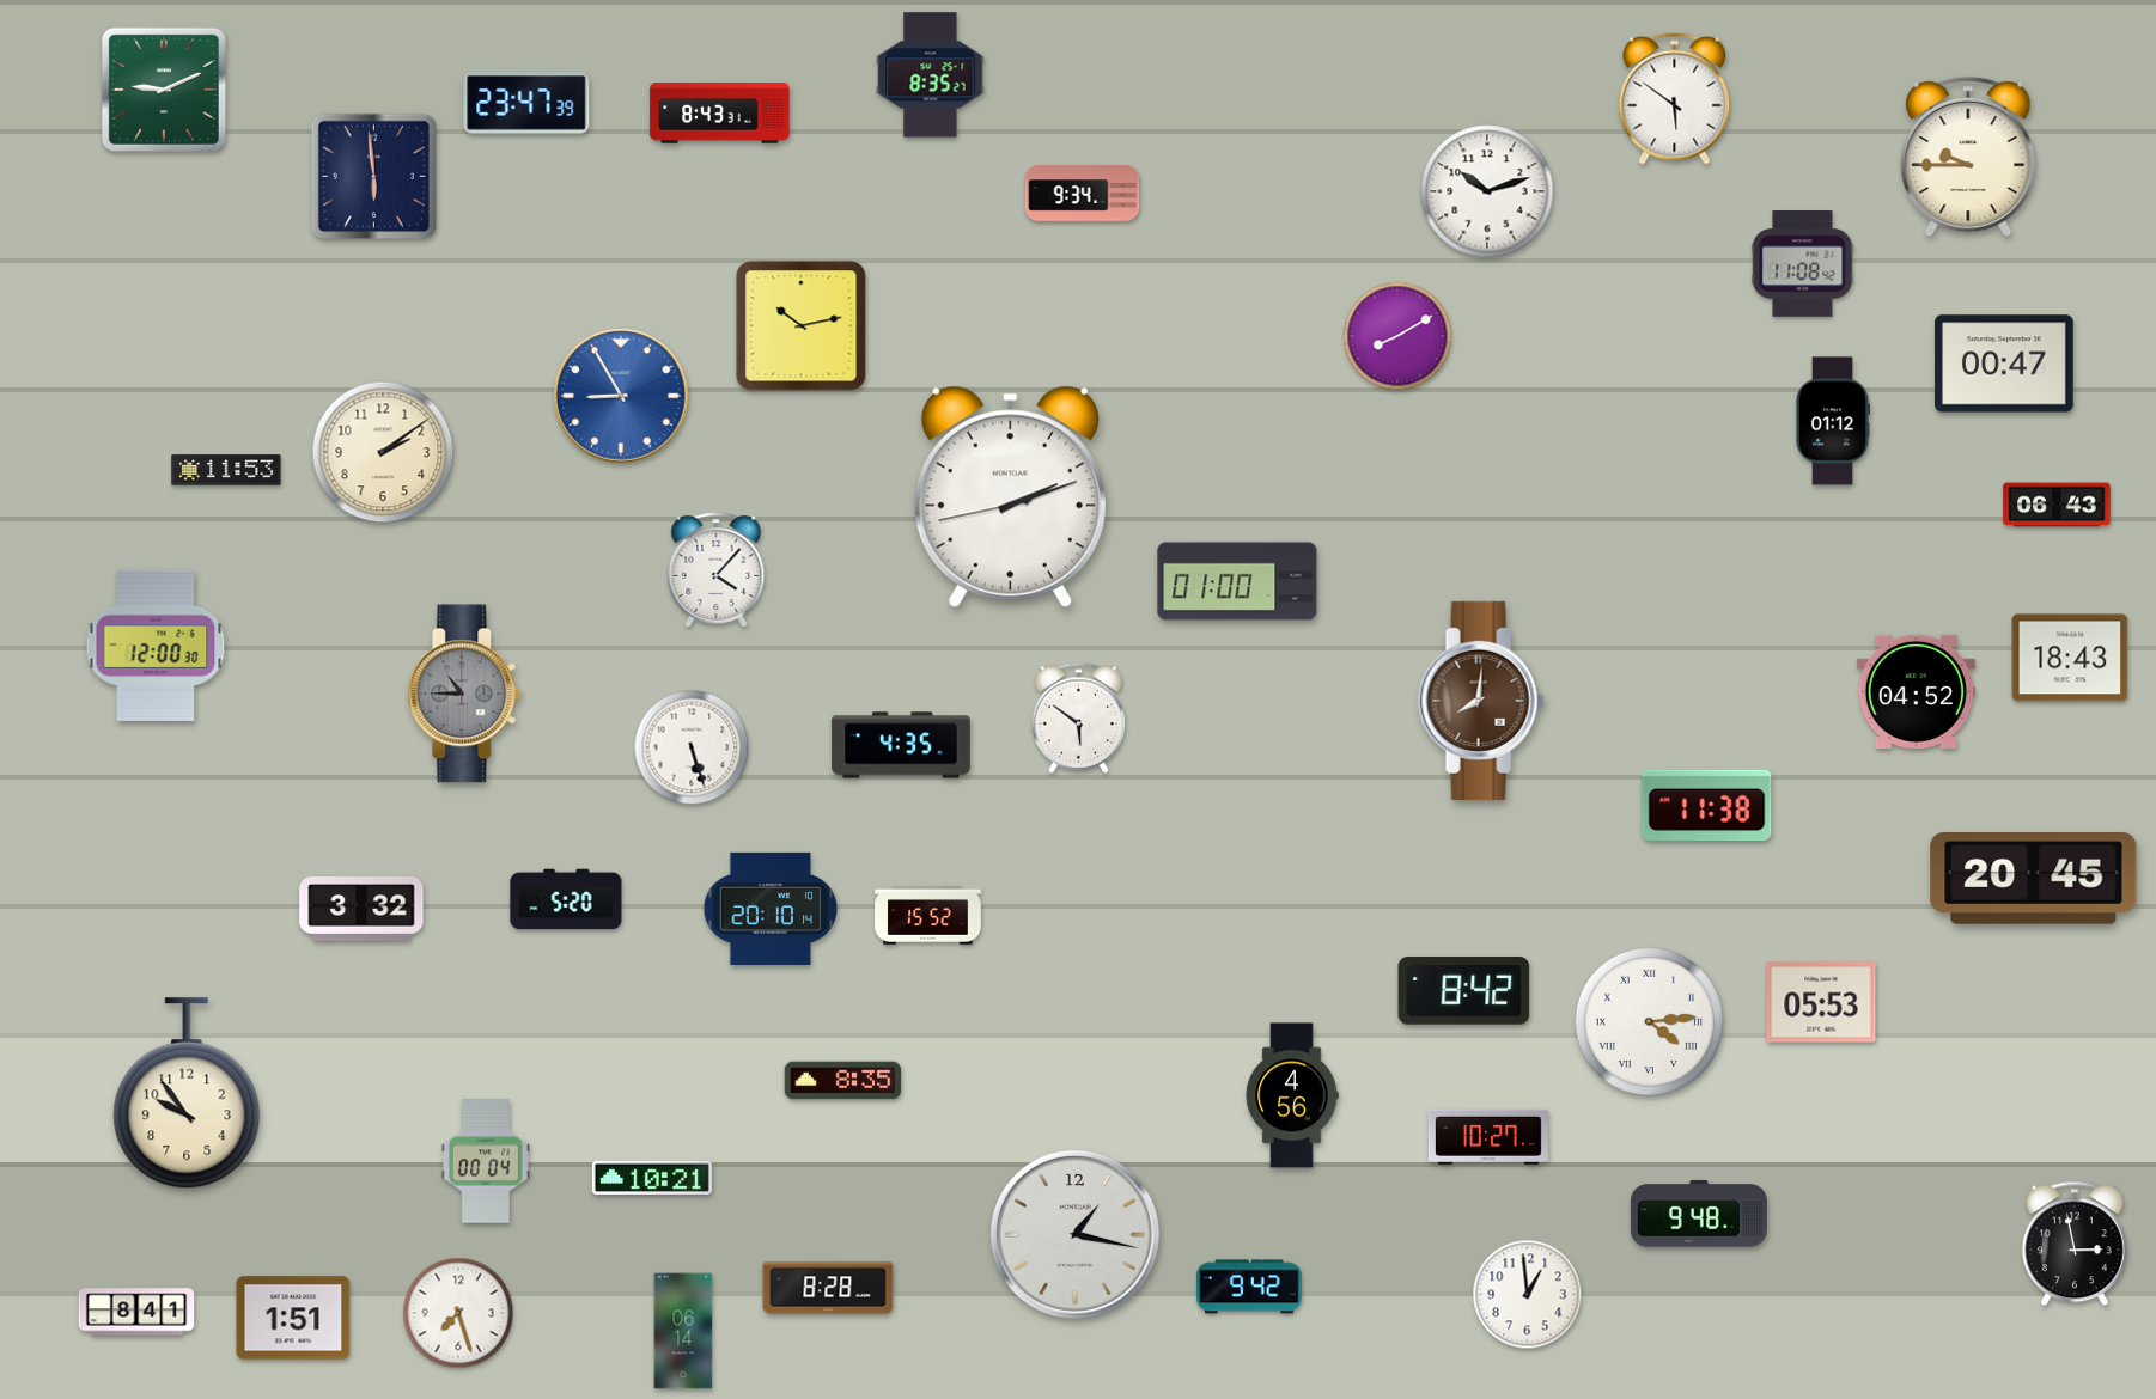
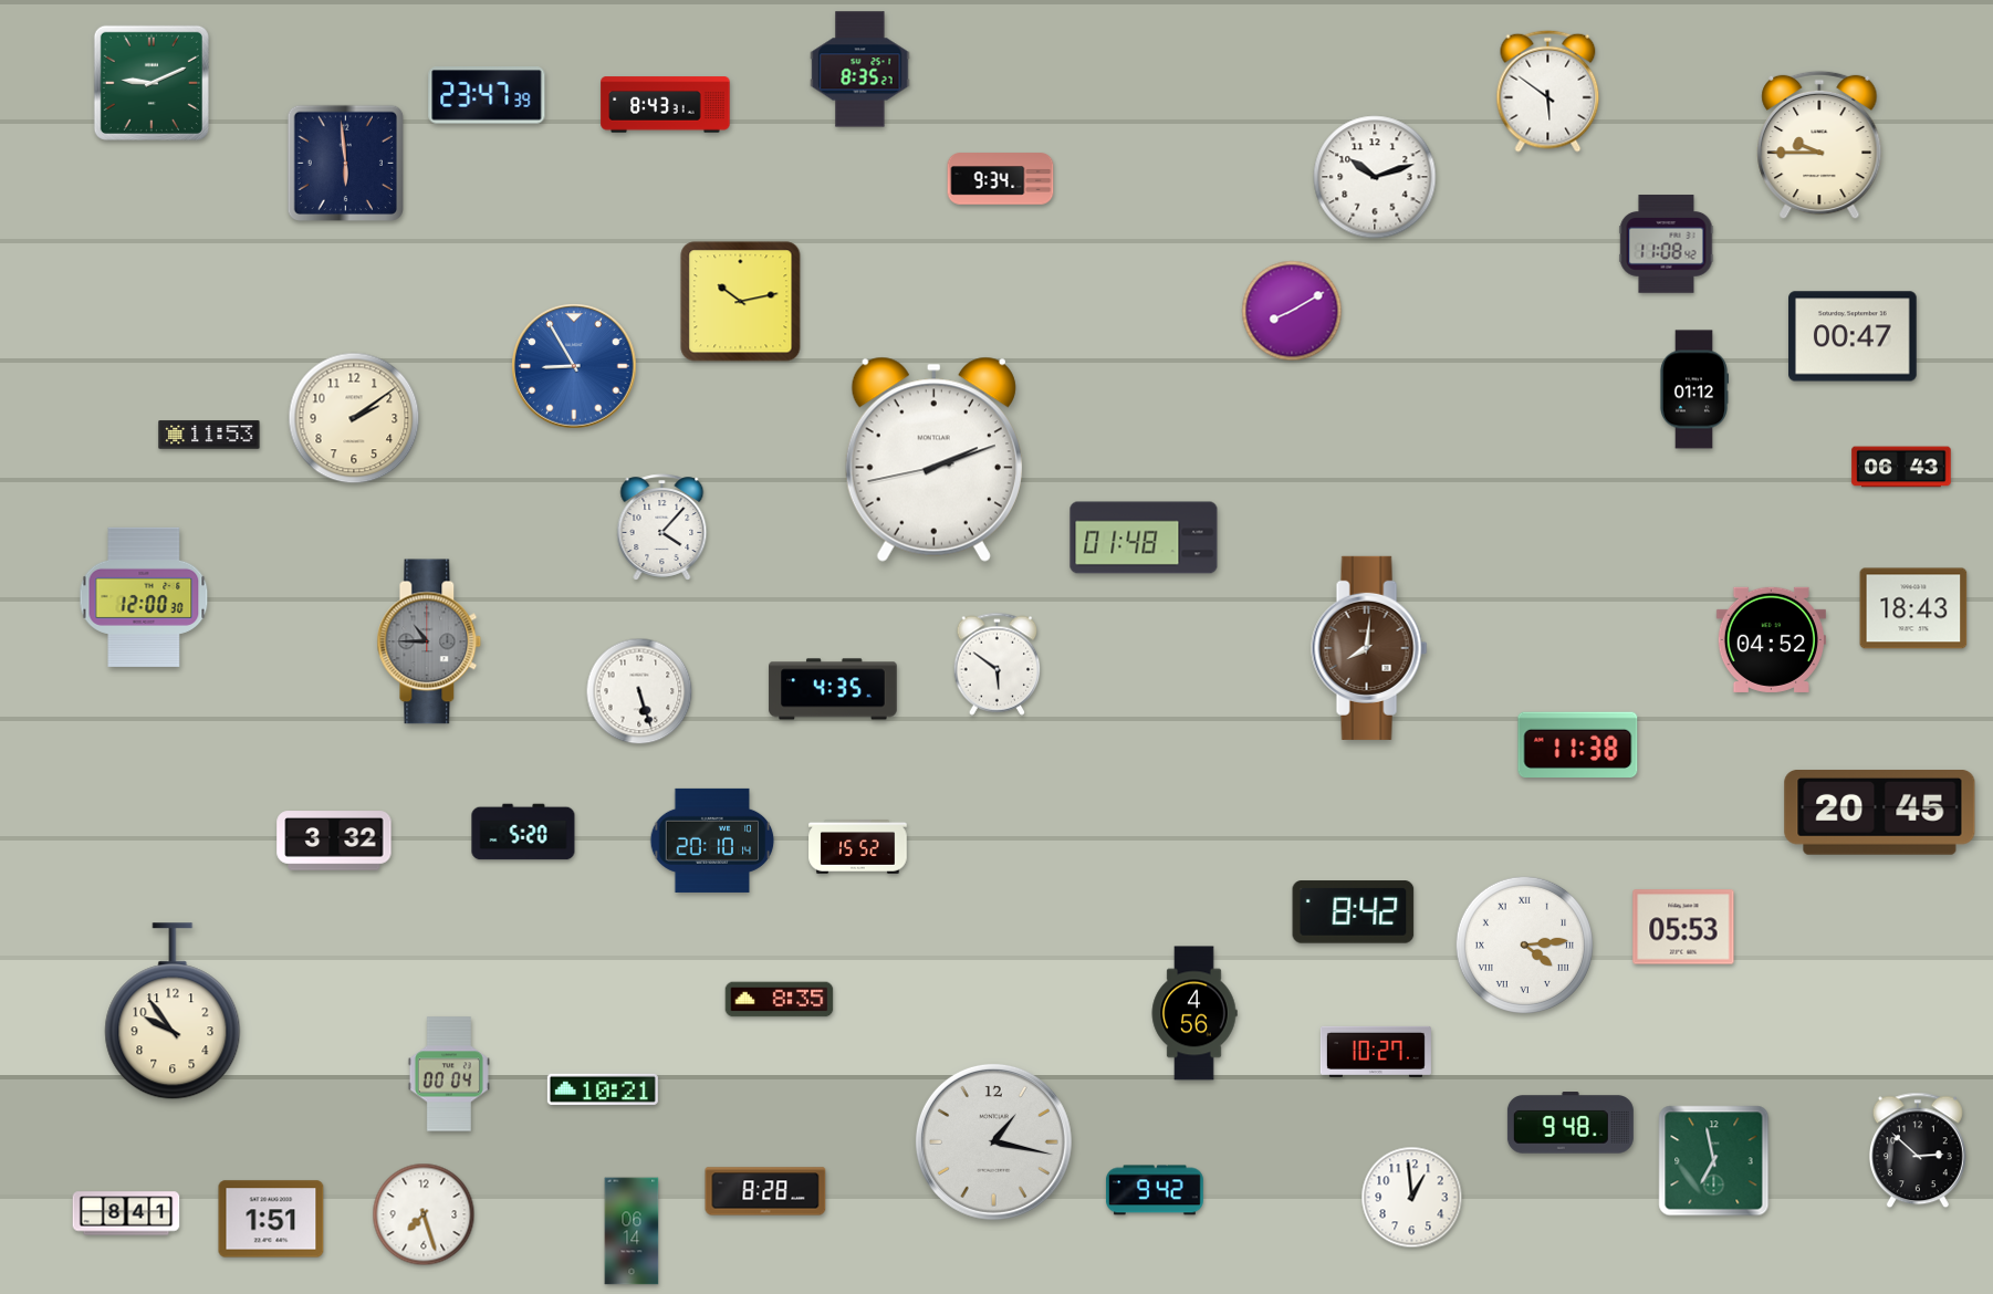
clock at (1237, 581): 01:00 -> 01:48
clock at (1464, 991) position: (1464, 991) -> (1354, 912)
clock at (2075, 1244): 2:58 -> 2:52
clock at (1714, 1161): none -> 6:58
